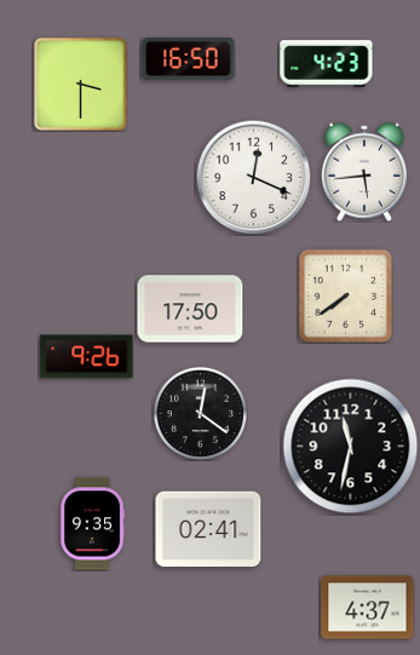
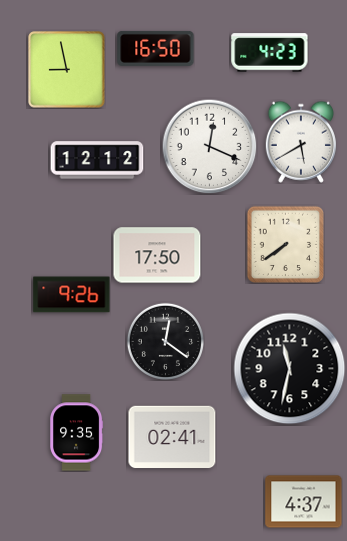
clock at (81, 85): 3:30 -> 8:58
clock at (363, 172): 5:44 -> 5:40
clock at (97, 160): none -> 12:12
